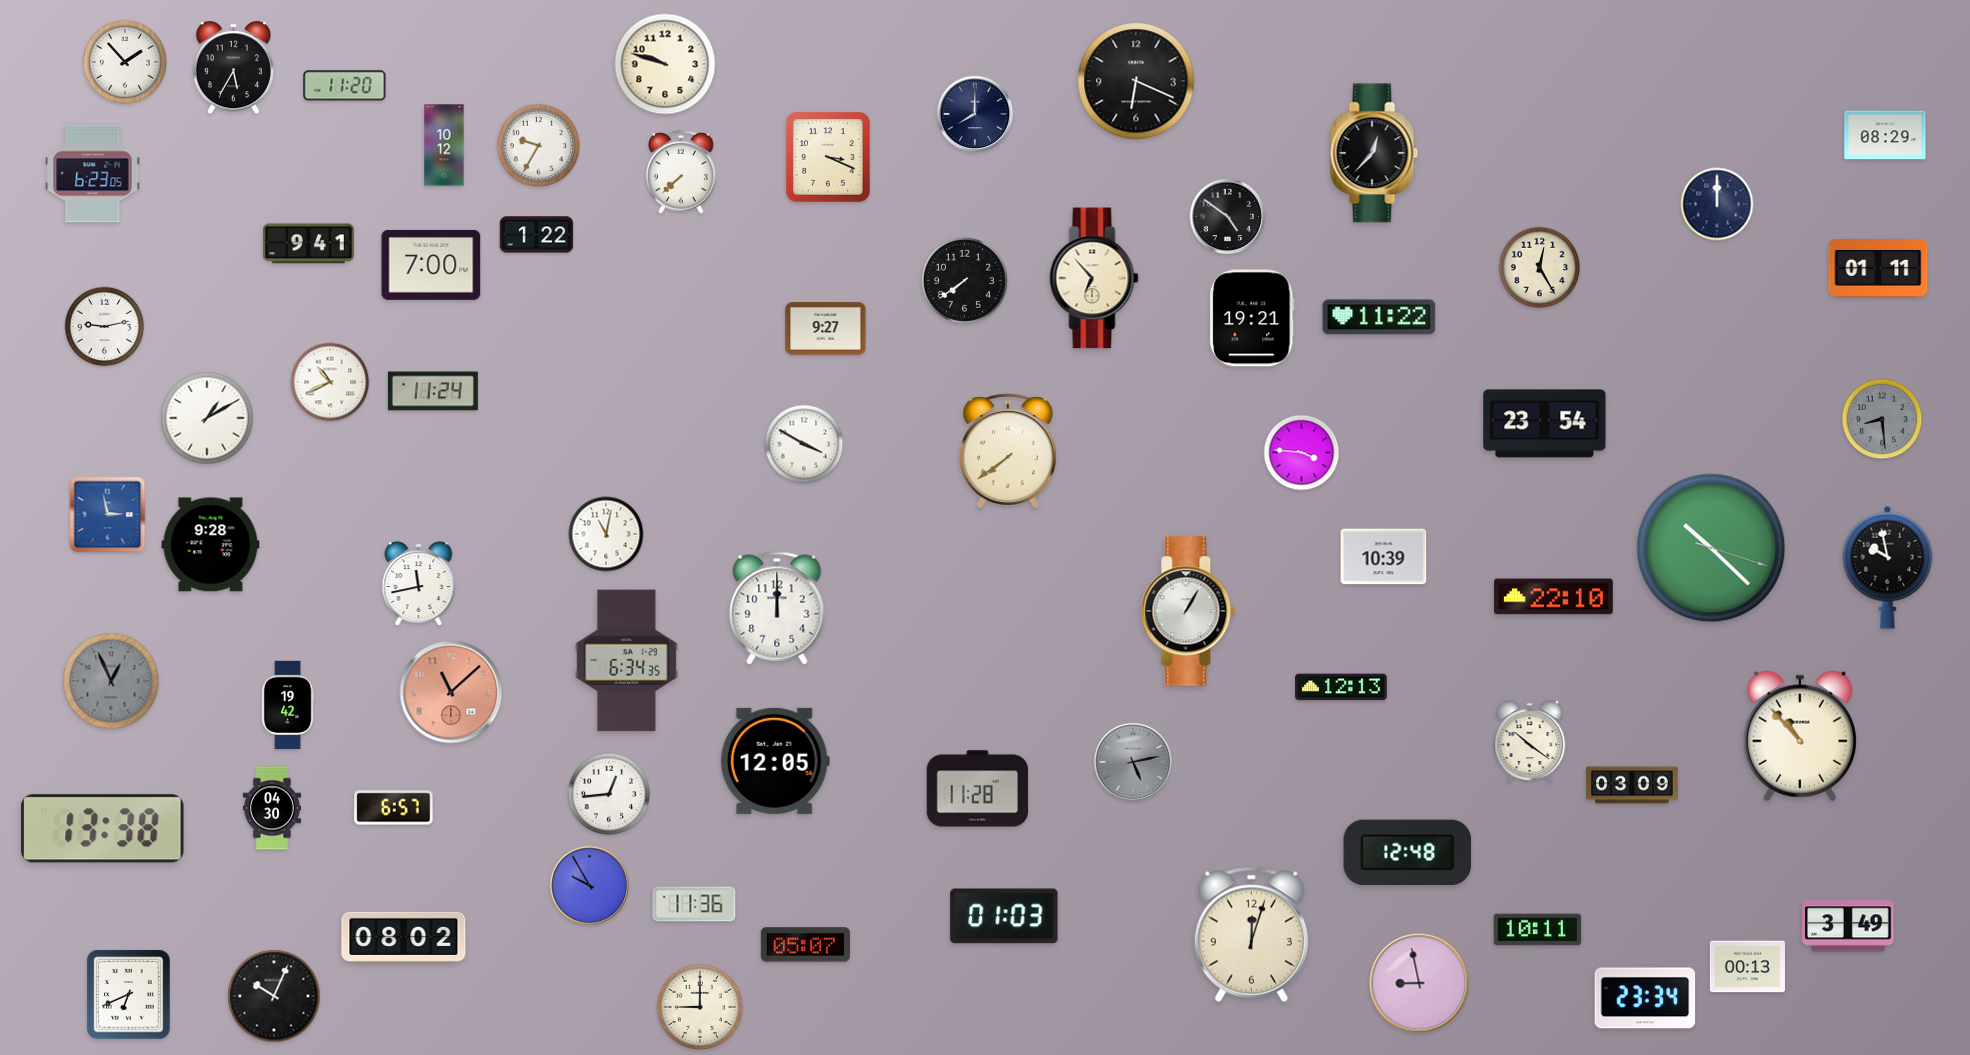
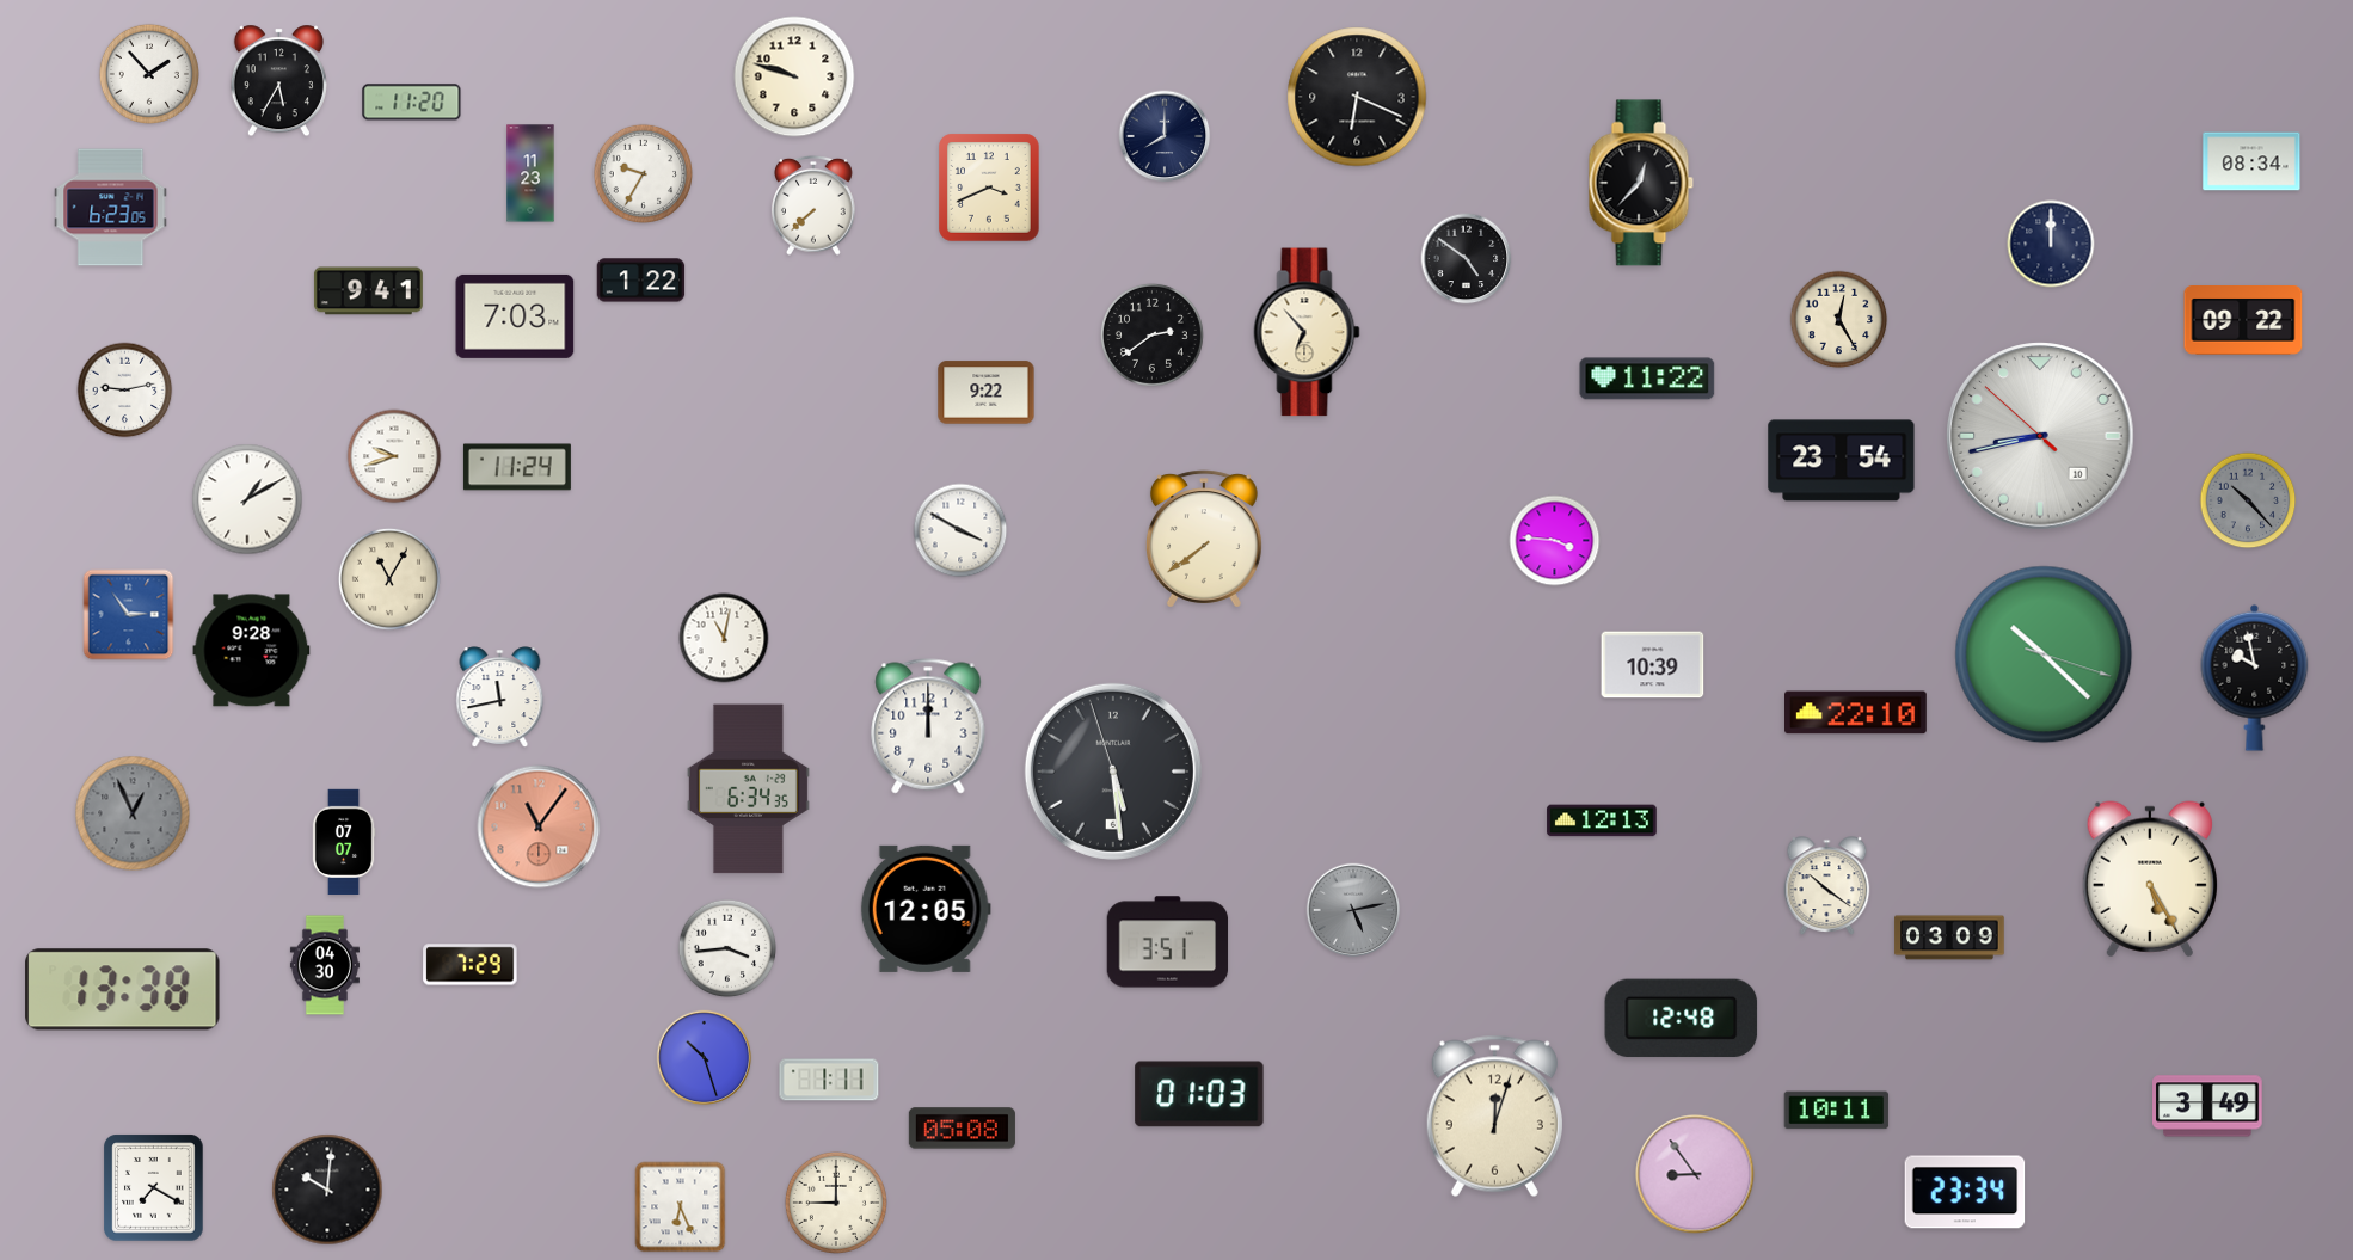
clock at (1885, 135): 08:29 -> 08:34
clock at (444, 145): 10:12 -> 11:23
clock at (828, 157): 3:19 -> 3:41
clock at (431, 265): 7:00 -> 7:03
clock at (1878, 269): 01:11 -> 09:22
clock at (964, 280): 7:39 -> 2:39
clock at (1252, 318): 19:21 -> none
clock at (826, 329): 9:27 -> 9:22
clock at (2040, 436): none -> 8:42
clock at (330, 382): 10:41 -> 9:42
clock at (1882, 419): 8:29 -> 10:23
clock at (1545, 424) position: (1545, 424) -> (1842, 461)
clock at (389, 579): none -> 11:05
clock at (108, 515): 2:58 -> 2:54
clock at (1188, 611): 1:05 -> none
clock at (1113, 772): none -> 5:28
clock at (451, 692): 11:08 -> 11:06
clock at (288, 705): 19:42 -> 07:07
clock at (1800, 736): 10:53 -> 5:25
clock at (978, 789): 11:28 -> 3:51
clock at (609, 794): 12:44 -> 3:44
clock at (394, 808): 6:57 -> 7:29
clock at (590, 886): 9:55 -> 10:27
clock at (694, 904): 11:36 -> 1:11
clock at (404, 937): 08:02 -> none
clock at (805, 945): 05:07 -> 05:08
clock at (1747, 967): 00:13 -> none
clock at (1419, 983): 8:58 -> 8:54
clock at (129, 995): 6:41 -> 7:20
clock at (274, 996): 10:04 -> 10:01
clock at (681, 1207): none -> 6:26
